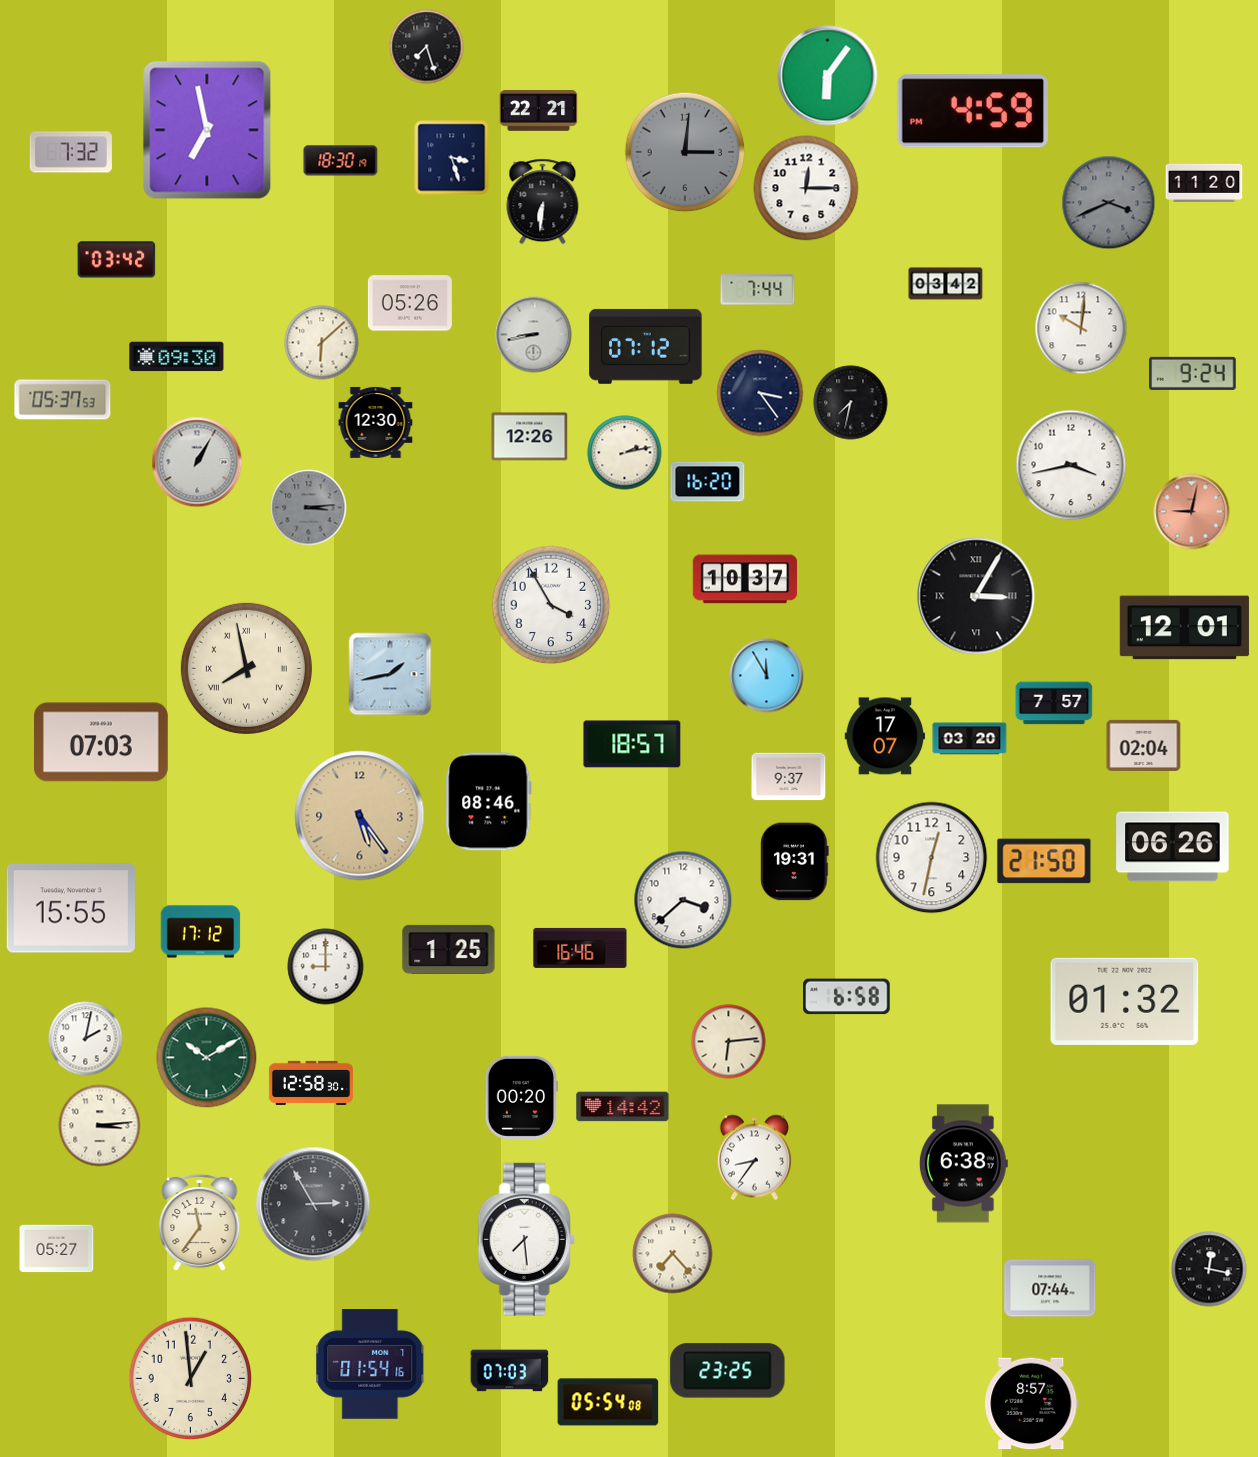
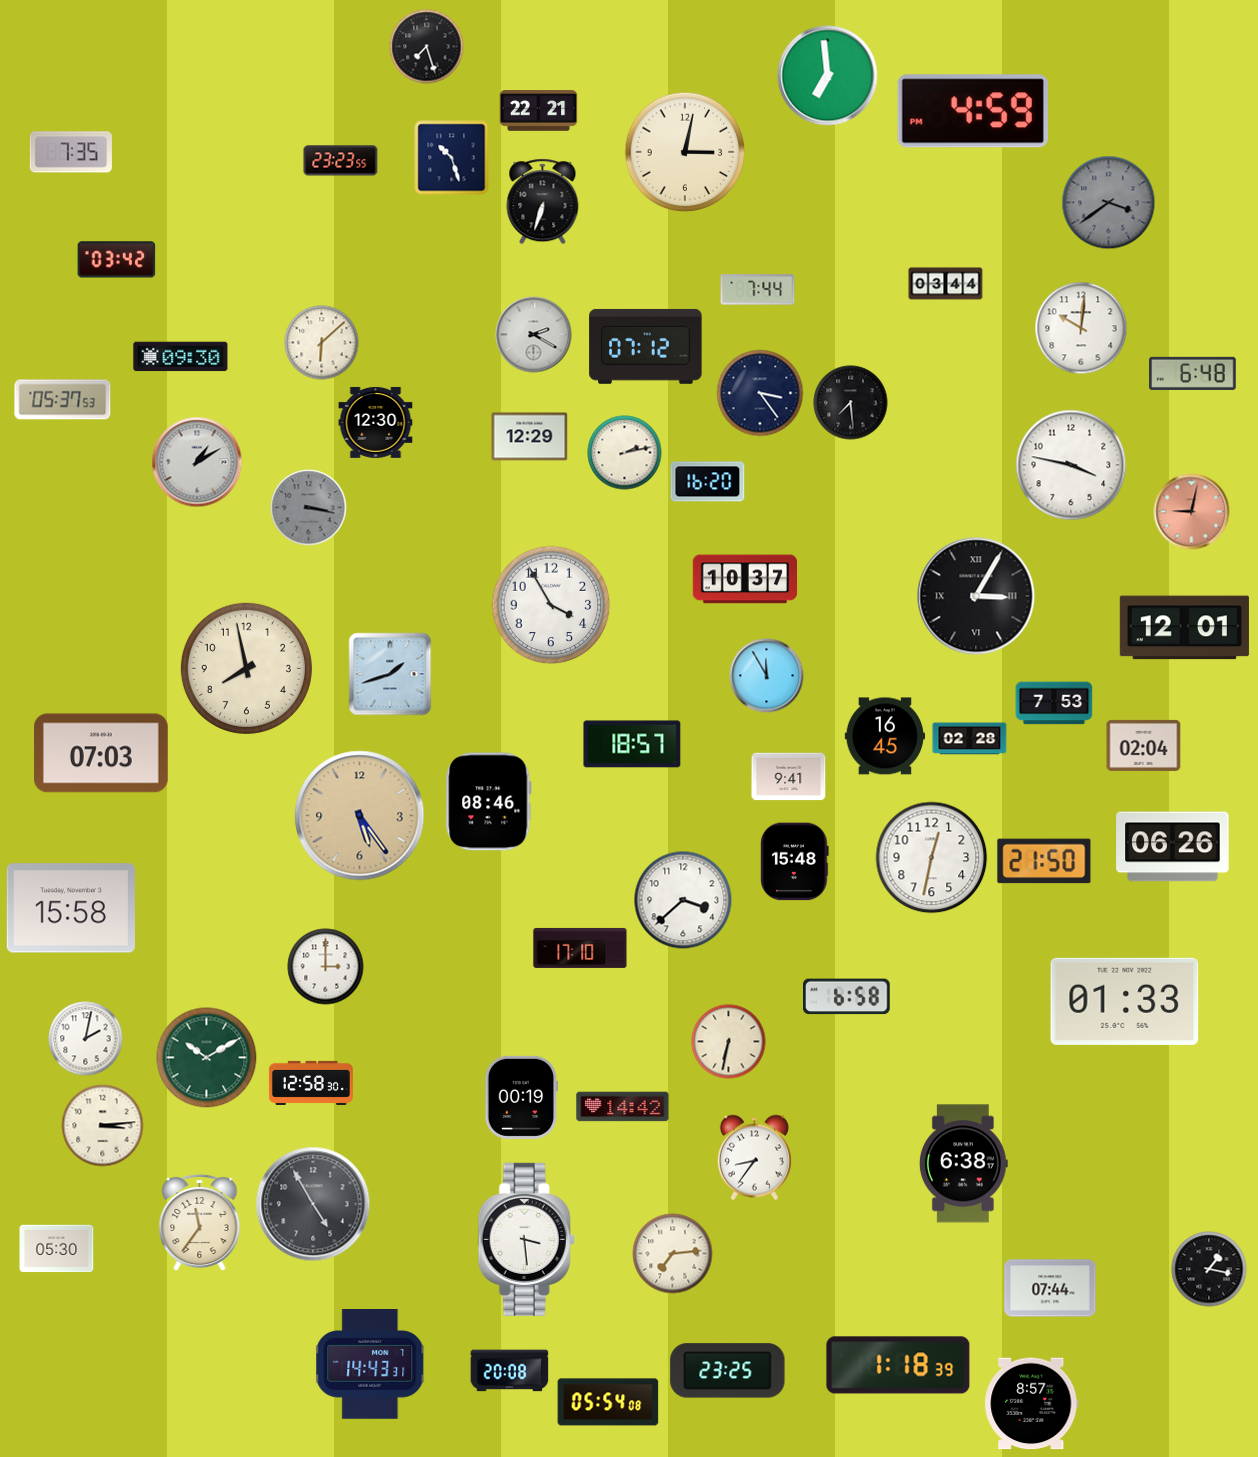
clock at (828, 76): 6:06 -> 6:59
clock at (207, 130): 6:58 -> none
clock at (71, 152): 7:32 -> 7:35
clock at (685, 152): 3:01 -> 3:02
clock at (685, 152) dial: grey -> cream
clock at (452, 158): 3:27 -> 10:27
clock at (341, 161): 18:30 -> 23:23
clock at (1204, 183): 11:20 -> none
clock at (806, 188): 12:15 -> none
clock at (543, 202): 6:31 -> 6:33
clock at (1109, 203): 3:41 -> 3:39
clock at (946, 284): 03:42 -> 03:44
clock at (410, 303): 05:26 -> none
clock at (534, 335): 8:43 -> 2:20
clock at (177, 357) position: (177, 357) -> (181, 357)
clock at (1193, 373): 9:24 -> 6:48
clock at (851, 403): 7:32 -> 7:29
clock at (530, 437): 12:26 -> 12:29
clock at (197, 462): 1:05 -> 1:10
clock at (1071, 465): 3:43 -> 3:47
clock at (309, 508): 3:14 -> 3:17
clock at (246, 668) numerals: Roman -> Arabic
clock at (390, 674): 1:43 -> 1:42
clock at (1054, 703): 7:57 -> 7:53
clock at (885, 736): 17:07 -> 16:45
clock at (970, 739): 03:20 -> 02:28
clock at (102, 742) position: (102, 742) -> (102, 753)
clock at (789, 777): 9:37 -> 9:41
clock at (795, 862): 19:31 -> 15:48
clock at (71, 908): 15:55 -> 15:58
clock at (201, 932): 17:12 -> none
clock at (580, 948): 16:46 -> 17:10
clock at (449, 949): 1:25 -> none
clock at (326, 967): 9:00 -> 3:00
clock at (1125, 1001): 01:32 -> 01:33
clock at (729, 1042): 6:14 -> 6:32
clock at (521, 1097): 00:20 -> 00:19
clock at (100, 1126) position: (100, 1126) -> (103, 1126)
clock at (313, 1204): 2:55 -> 4:55
clock at (526, 1239): 7:29 -> 3:29
clock at (57, 1249): 05:27 -> 05:30
clock at (673, 1254): 7:23 -> 7:14
clock at (1209, 1269): 12:17 -> 1:17
clock at (371, 1365): 01:54 -> 14:43
clock at (898, 1365): none -> 1:18
clock at (510, 1371): 07:03 -> 20:08
clock at (191, 1379): 12:59 -> none
